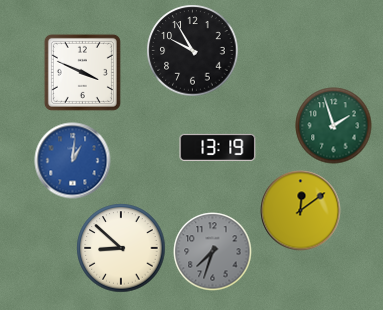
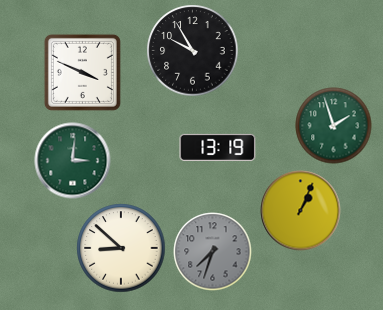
clock at (73, 161): 1:01 -> 3:01
clock at (73, 161) dial: blue -> green
clock at (301, 211): 12:09 -> 1:04
